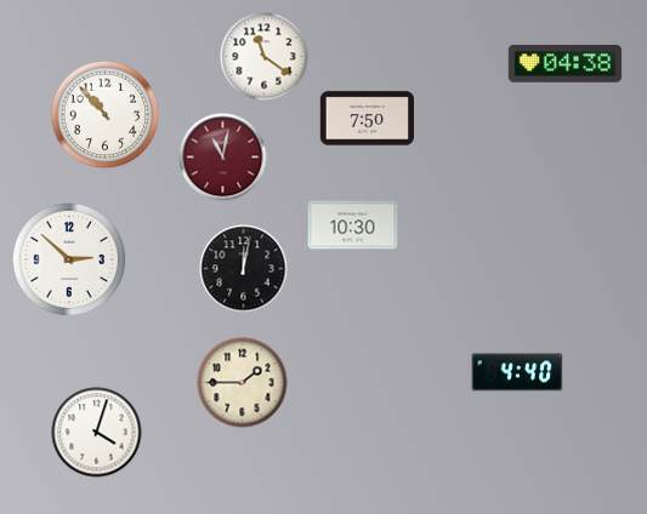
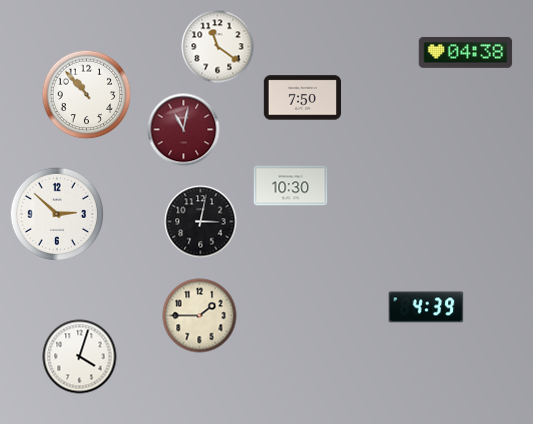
clock at (244, 269): 12:02 -> 3:02
clock at (517, 372): 4:40 -> 4:39
